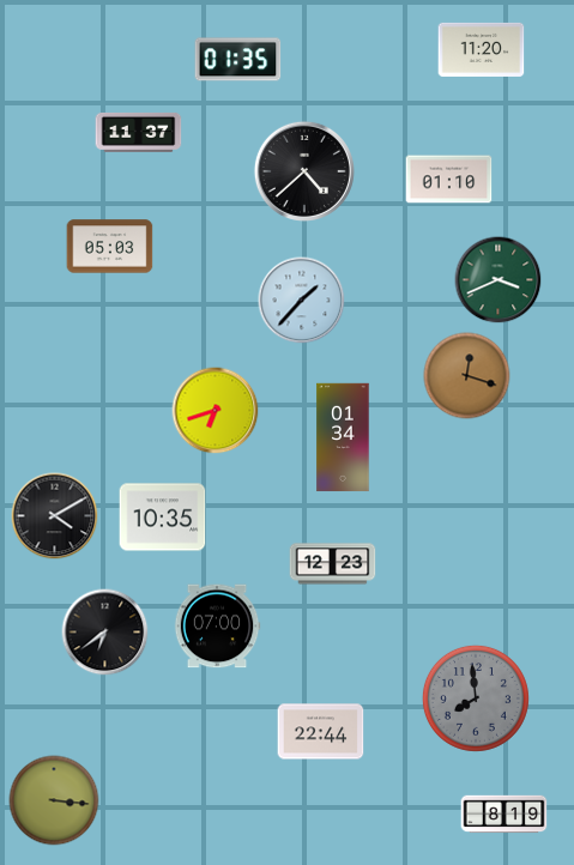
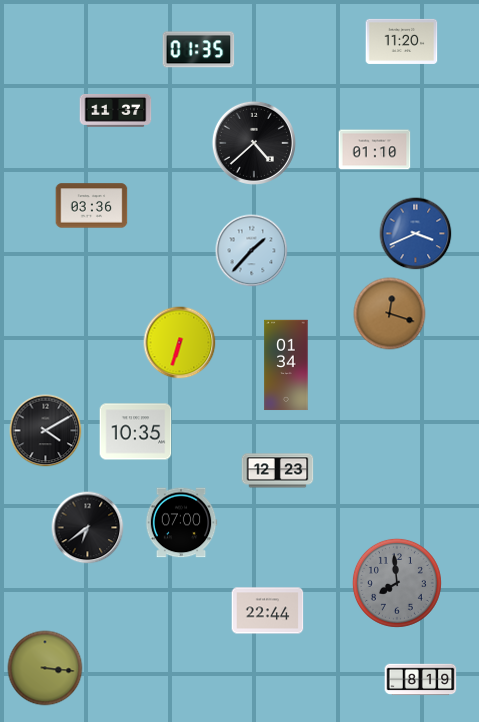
clock at (110, 247): 05:03 -> 03:36
clock at (499, 280) dial: green -> blue
clock at (216, 411): 6:42 -> 6:33
